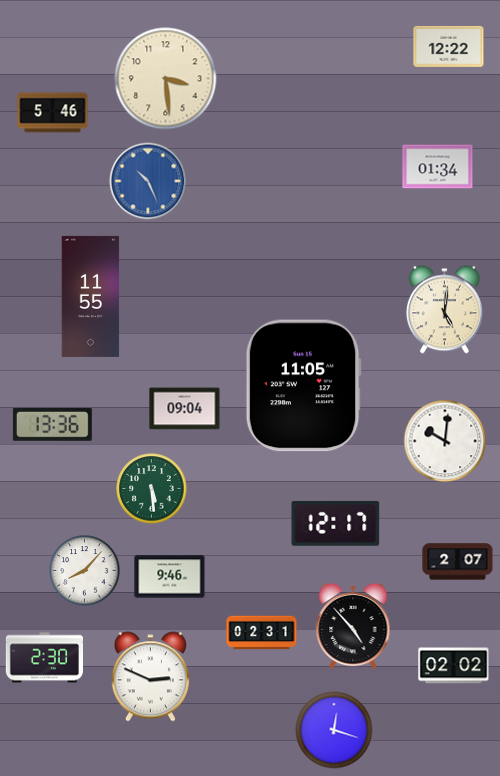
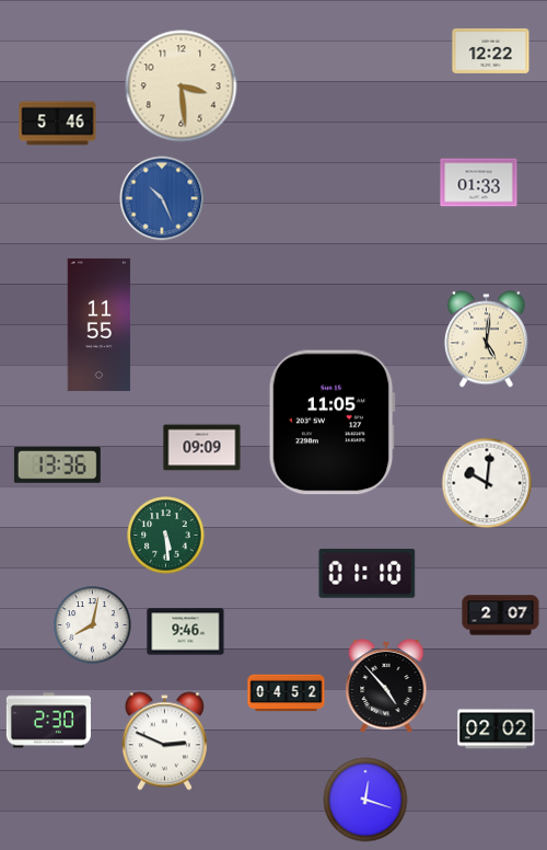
clock at (438, 167): 01:34 -> 01:33
clock at (185, 409): 09:04 -> 09:09
clock at (336, 523): 12:17 -> 01:10
clock at (85, 571): 8:07 -> 8:02
clock at (262, 633): 02:31 -> 04:52
